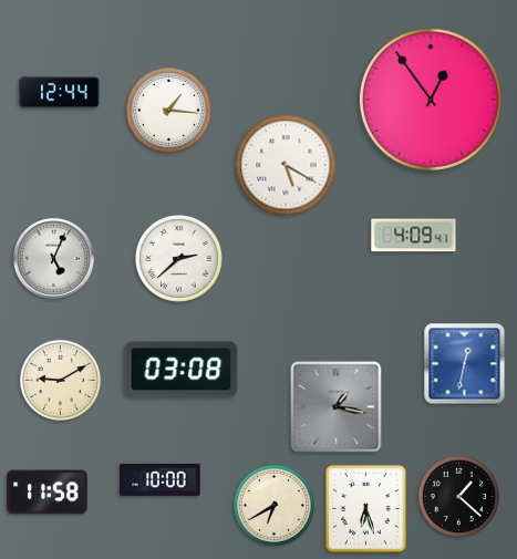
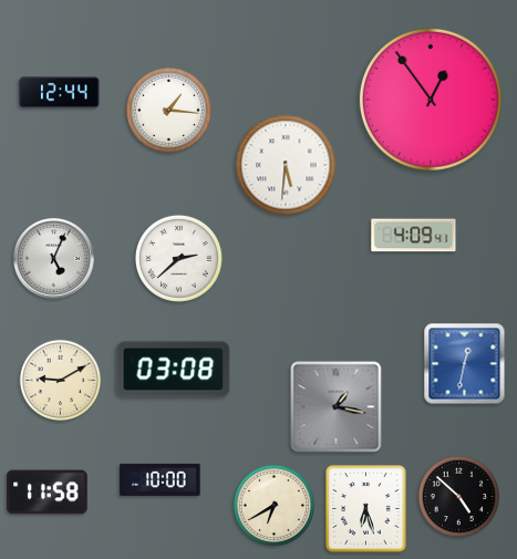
clock at (286, 165): 5:20 -> 5:31
clock at (182, 370) position: (182, 370) -> (174, 370)
clock at (458, 496): 1:22 -> 4:52
